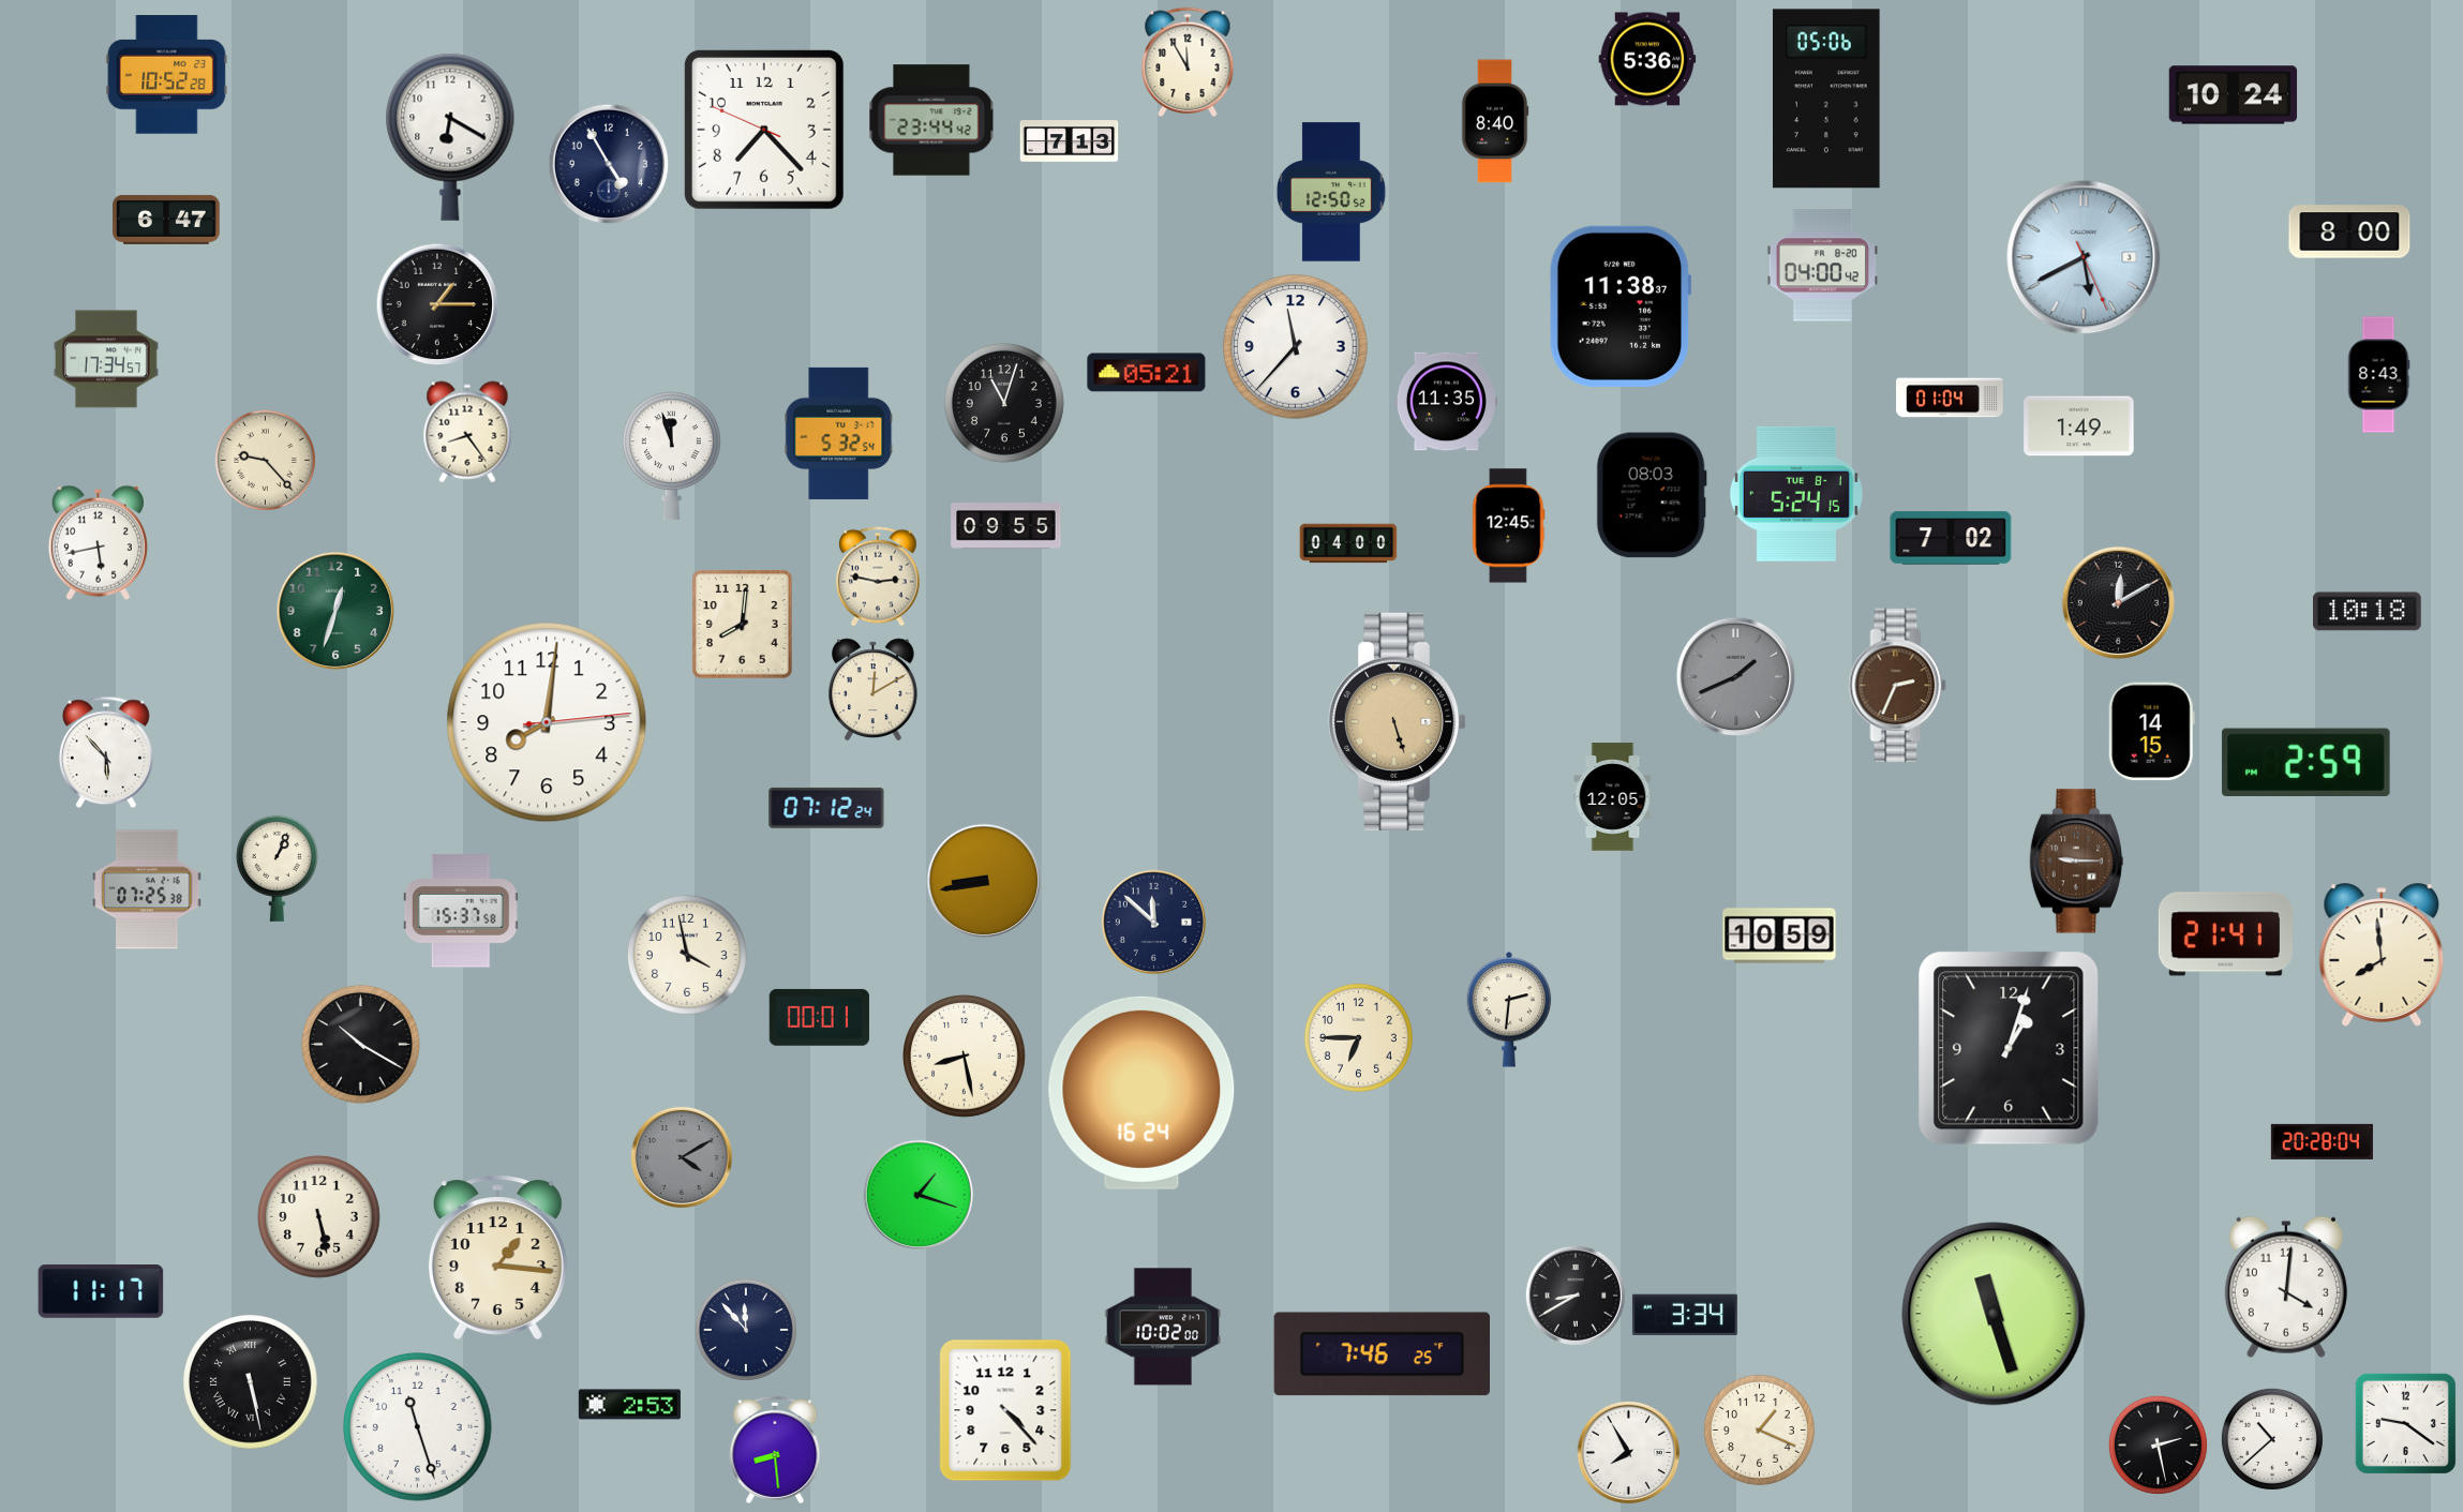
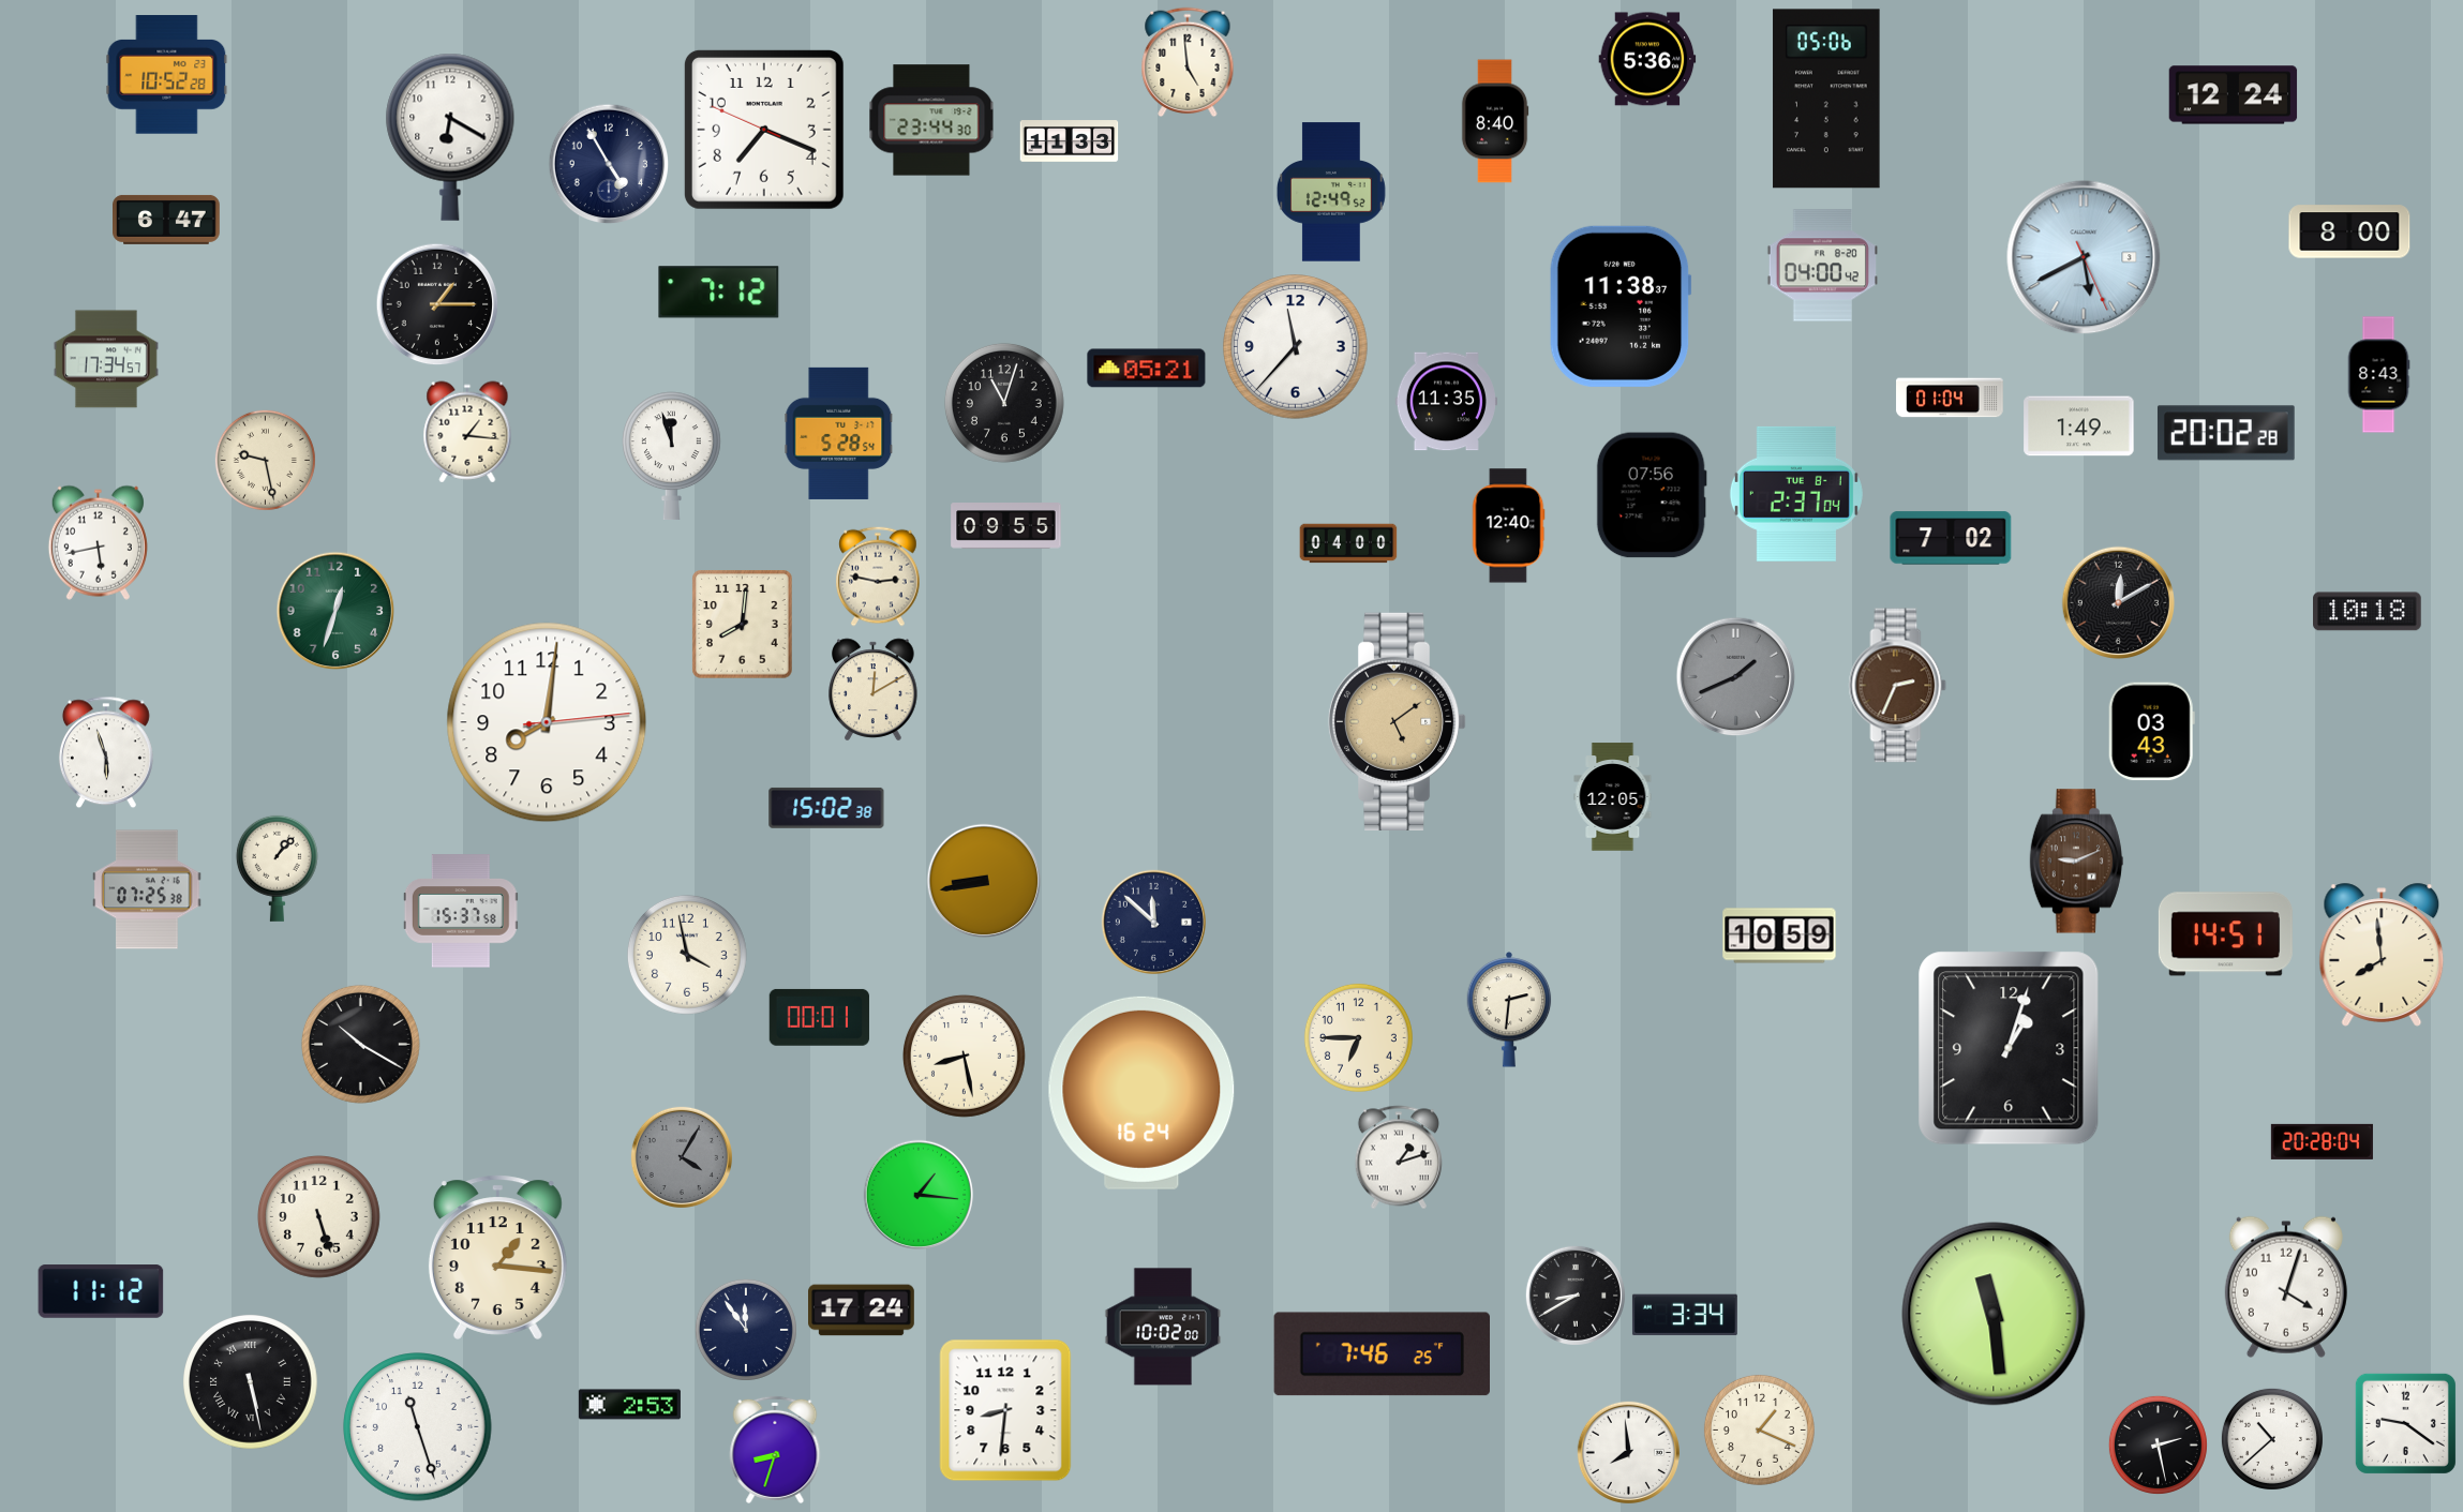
clock at (1188, 62): 11:55 -> 4:59
clock at (2234, 95): 10:24 -> 12:24
clock at (931, 120): 23:44:42 -> 23:44:30
clock at (764, 130): 7:22 -> 7:18
clock at (1070, 141): 7:13 -> 11:33
clock at (1331, 192): 12:50 -> 12:49
clock at (719, 293): none -> 7:12
clock at (1147, 373) position: (1147, 373) -> (1147, 369)
clock at (467, 432): 8:24 -> 1:16
clock at (839, 433): 5:32 -> 5:28
clock at (2226, 433): none -> 20:02
clock at (265, 460): 9:23 -> 9:28
clock at (1796, 494): 5:24 -> 2:37
clock at (1652, 495): 08:03 -> 07:56
clock at (1508, 526): 12:45 -> 12:40
clock at (1398, 721): 5:27 -> 5:09
clock at (2151, 732): 14:15 -> 03:43
clock at (106, 752): 5:53 -> 5:57
clock at (2305, 762): 2:59 -> none
clock at (826, 808): 07:12 -> 15:02
clock at (2076, 862): 9:15 -> 9:11
clock at (277, 868): 1:04 -> 1:07
clock at (2225, 934): 21:41 -> 14:51
clock at (682, 1157): 4:10 -> 4:05
clock at (1398, 1157): none -> 1:12
clock at (917, 1194): 1:18 -> 1:16
clock at (318, 1216): 5:28 -> 5:27
clock at (2286, 1287): 4:01 -> 4:03
clock at (101, 1291): 11:17 -> 11:12
clock at (862, 1311): none -> 17:24
clock at (1994, 1314): 11:27 -> 11:29
clock at (746, 1330): 11:53 -> 11:54
clock at (1005, 1410): 4:23 -> 8:31
clock at (775, 1450): 8:29 -> 8:33
clock at (1628, 1452): 7:55 -> 7:59
